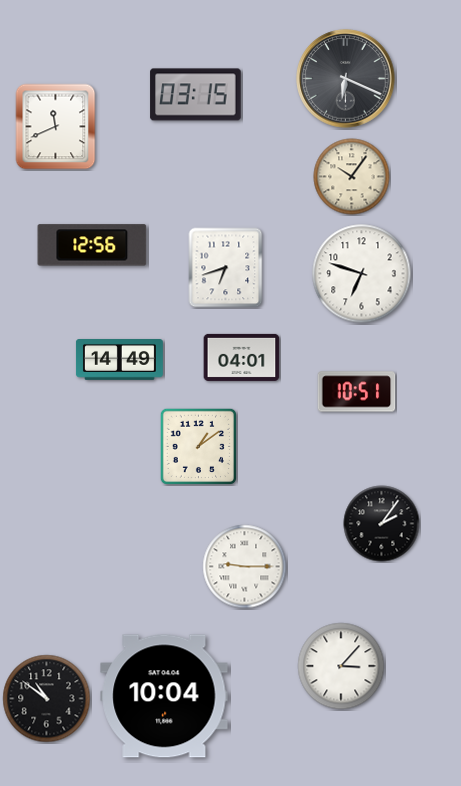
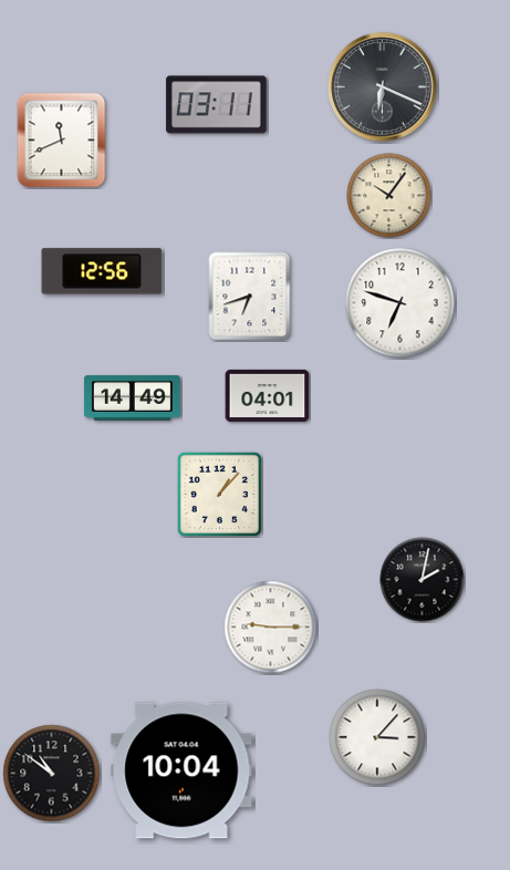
clock at (196, 95): 03:15 -> 03:11
clock at (357, 392): 10:51 -> none
clock at (198, 446): 1:09 -> 1:07
clock at (382, 524): 2:06 -> 2:02
